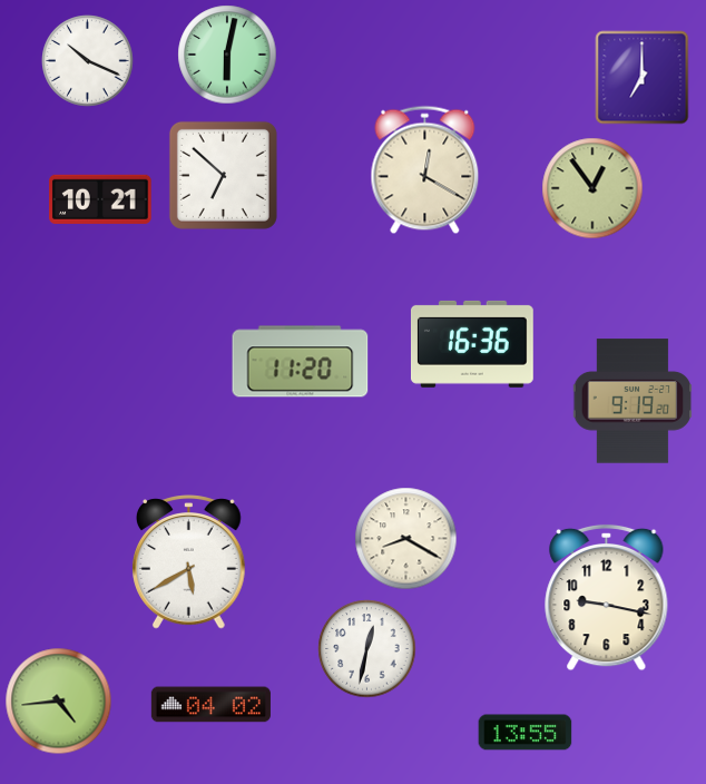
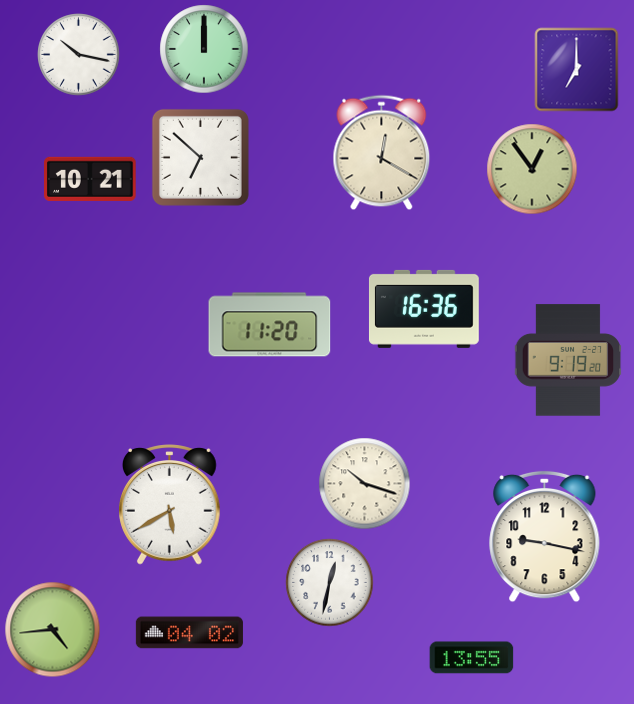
clock at (227, 55): 6:02 -> 12:00
clock at (88, 61): 10:19 -> 10:17
clock at (406, 539): 8:20 -> 10:18
